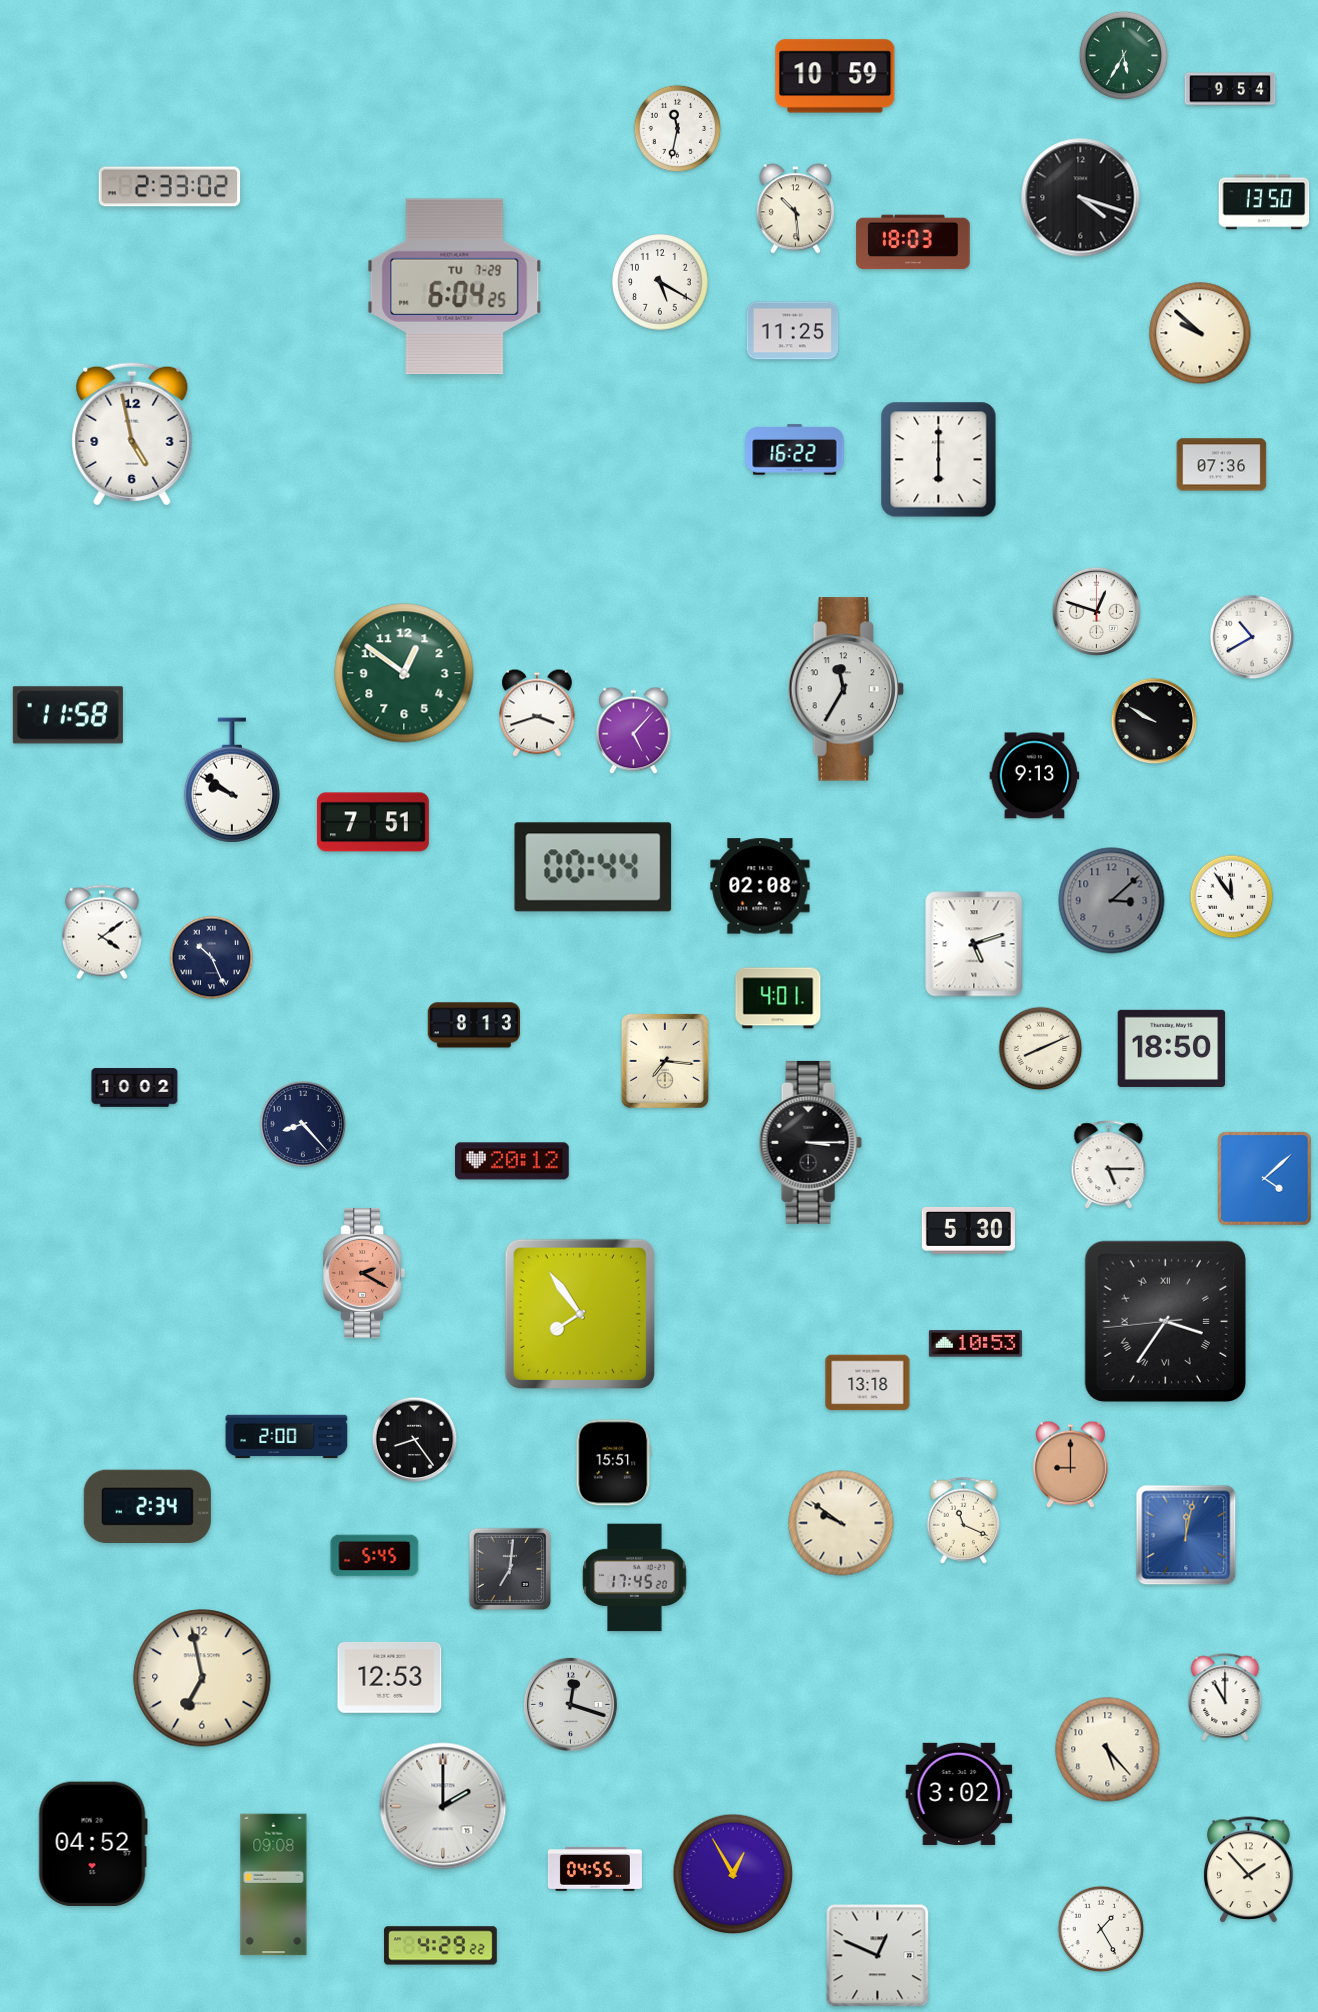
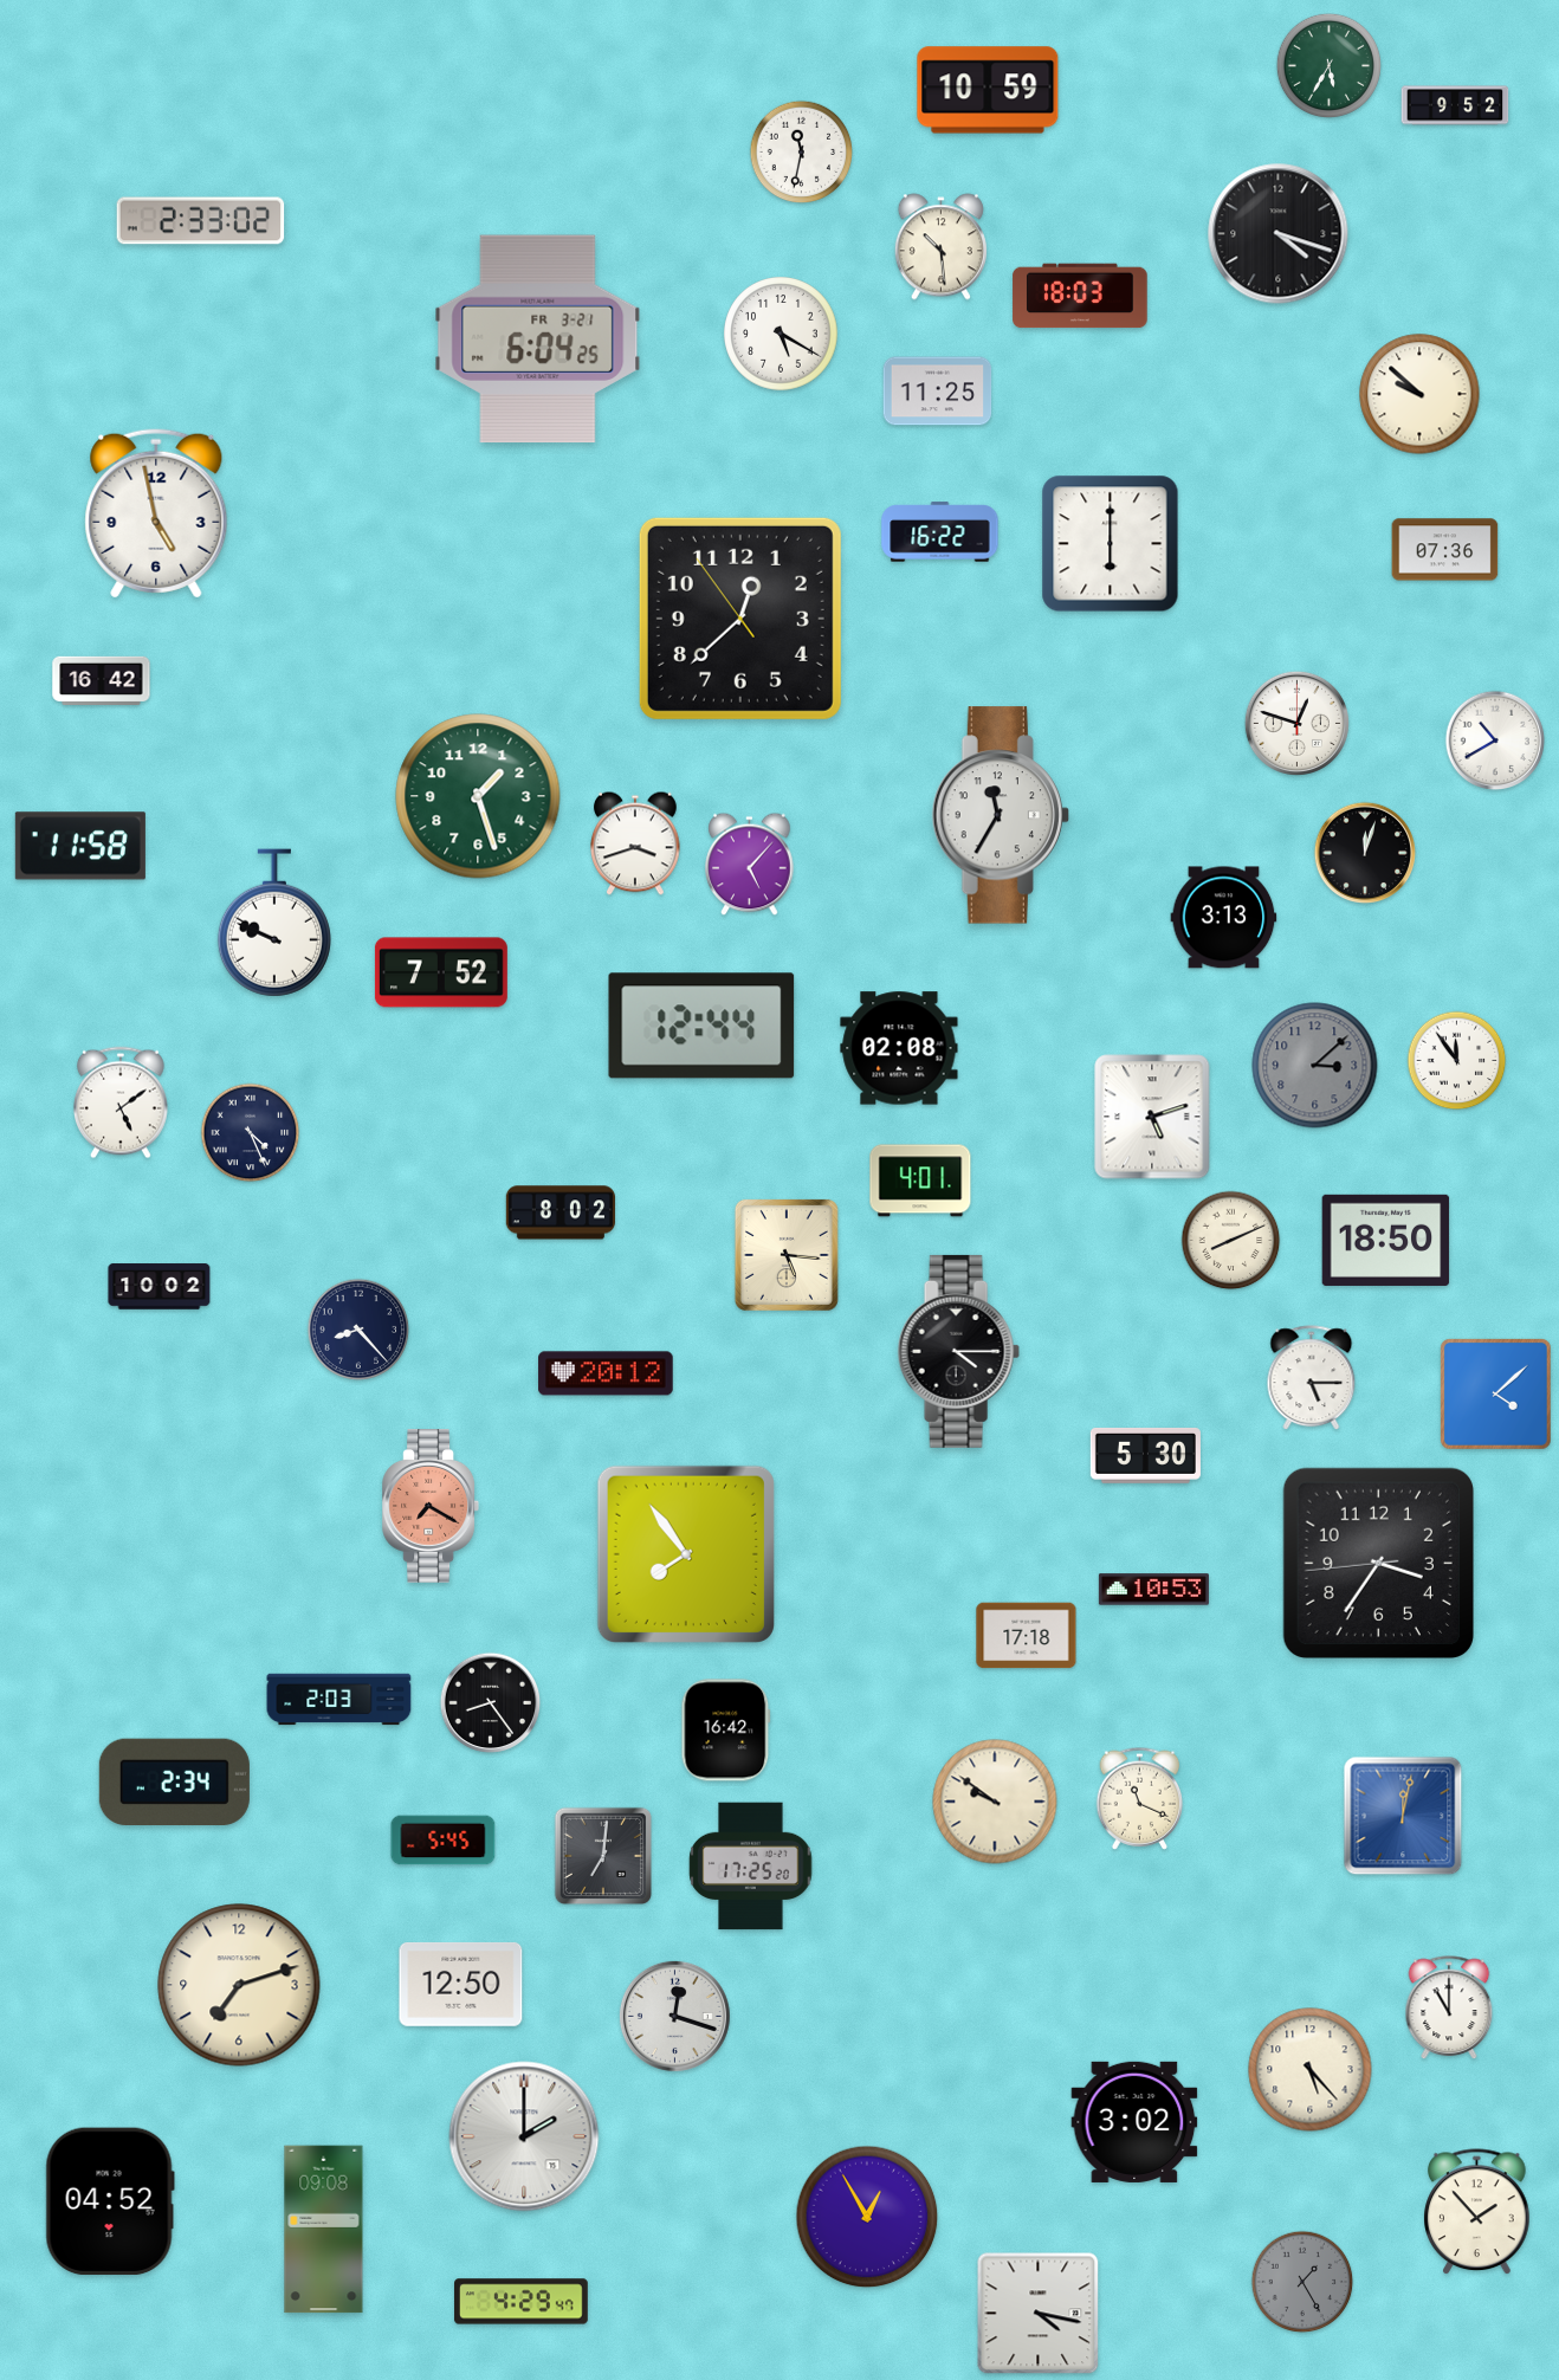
clock at (1230, 89): 9:54 -> 9:52
clock at (1264, 202): 13:50 -> none
clock at (913, 242) position: (913, 242) -> (1080, 296)
clock at (455, 287) date: TU 7-29 -> FR 3-21
clock at (740, 619): none -> 12:37
clock at (102, 681): none -> 16:42
clock at (1252, 637) position: (1252, 637) -> (1495, 740)
clock at (404, 673): 12:51 -> 1:27
clock at (1154, 721): 9:50 -> 12:03
clock at (1035, 776): 9:13 -> 3:13
clock at (232, 780): 9:51 -> 9:49
clock at (373, 822): 7:51 -> 7:52
clock at (593, 867): 00:44 -> 12:44
clock at (103, 932): 4:09 -> 5:09
clock at (212, 958): 10:26 -> 4:26
clock at (474, 1025): 8:13 -> 8:02
clock at (665, 1061): 7:16 -> 5:16
clock at (810, 1142): 3:15 -> 4:15
clock at (364, 1274): 2:20 -> 7:20
clock at (1165, 1321) numerals: Roman -> Arabic
clock at (868, 1383): 13:18 -> 17:18
clock at (287, 1437): 2:00 -> 2:03
clock at (614, 1463): 15:51 -> 16:42
clock at (1071, 1465): 9:00 -> none
clock at (635, 1578): 17:45 -> 17:25
clock at (390, 1677): 12:53 -> 12:50
clock at (202, 1678): 6:58 -> 7:12
clock at (93, 1844) position: (93, 1844) -> (110, 2201)
clock at (595, 1870): 04:55 -> none
clock at (1101, 1929) dial: white -> grey
clock at (441, 1946): 4:29:22 -> 4:29:47
clock at (878, 1956): 12:49 -> 4:17
